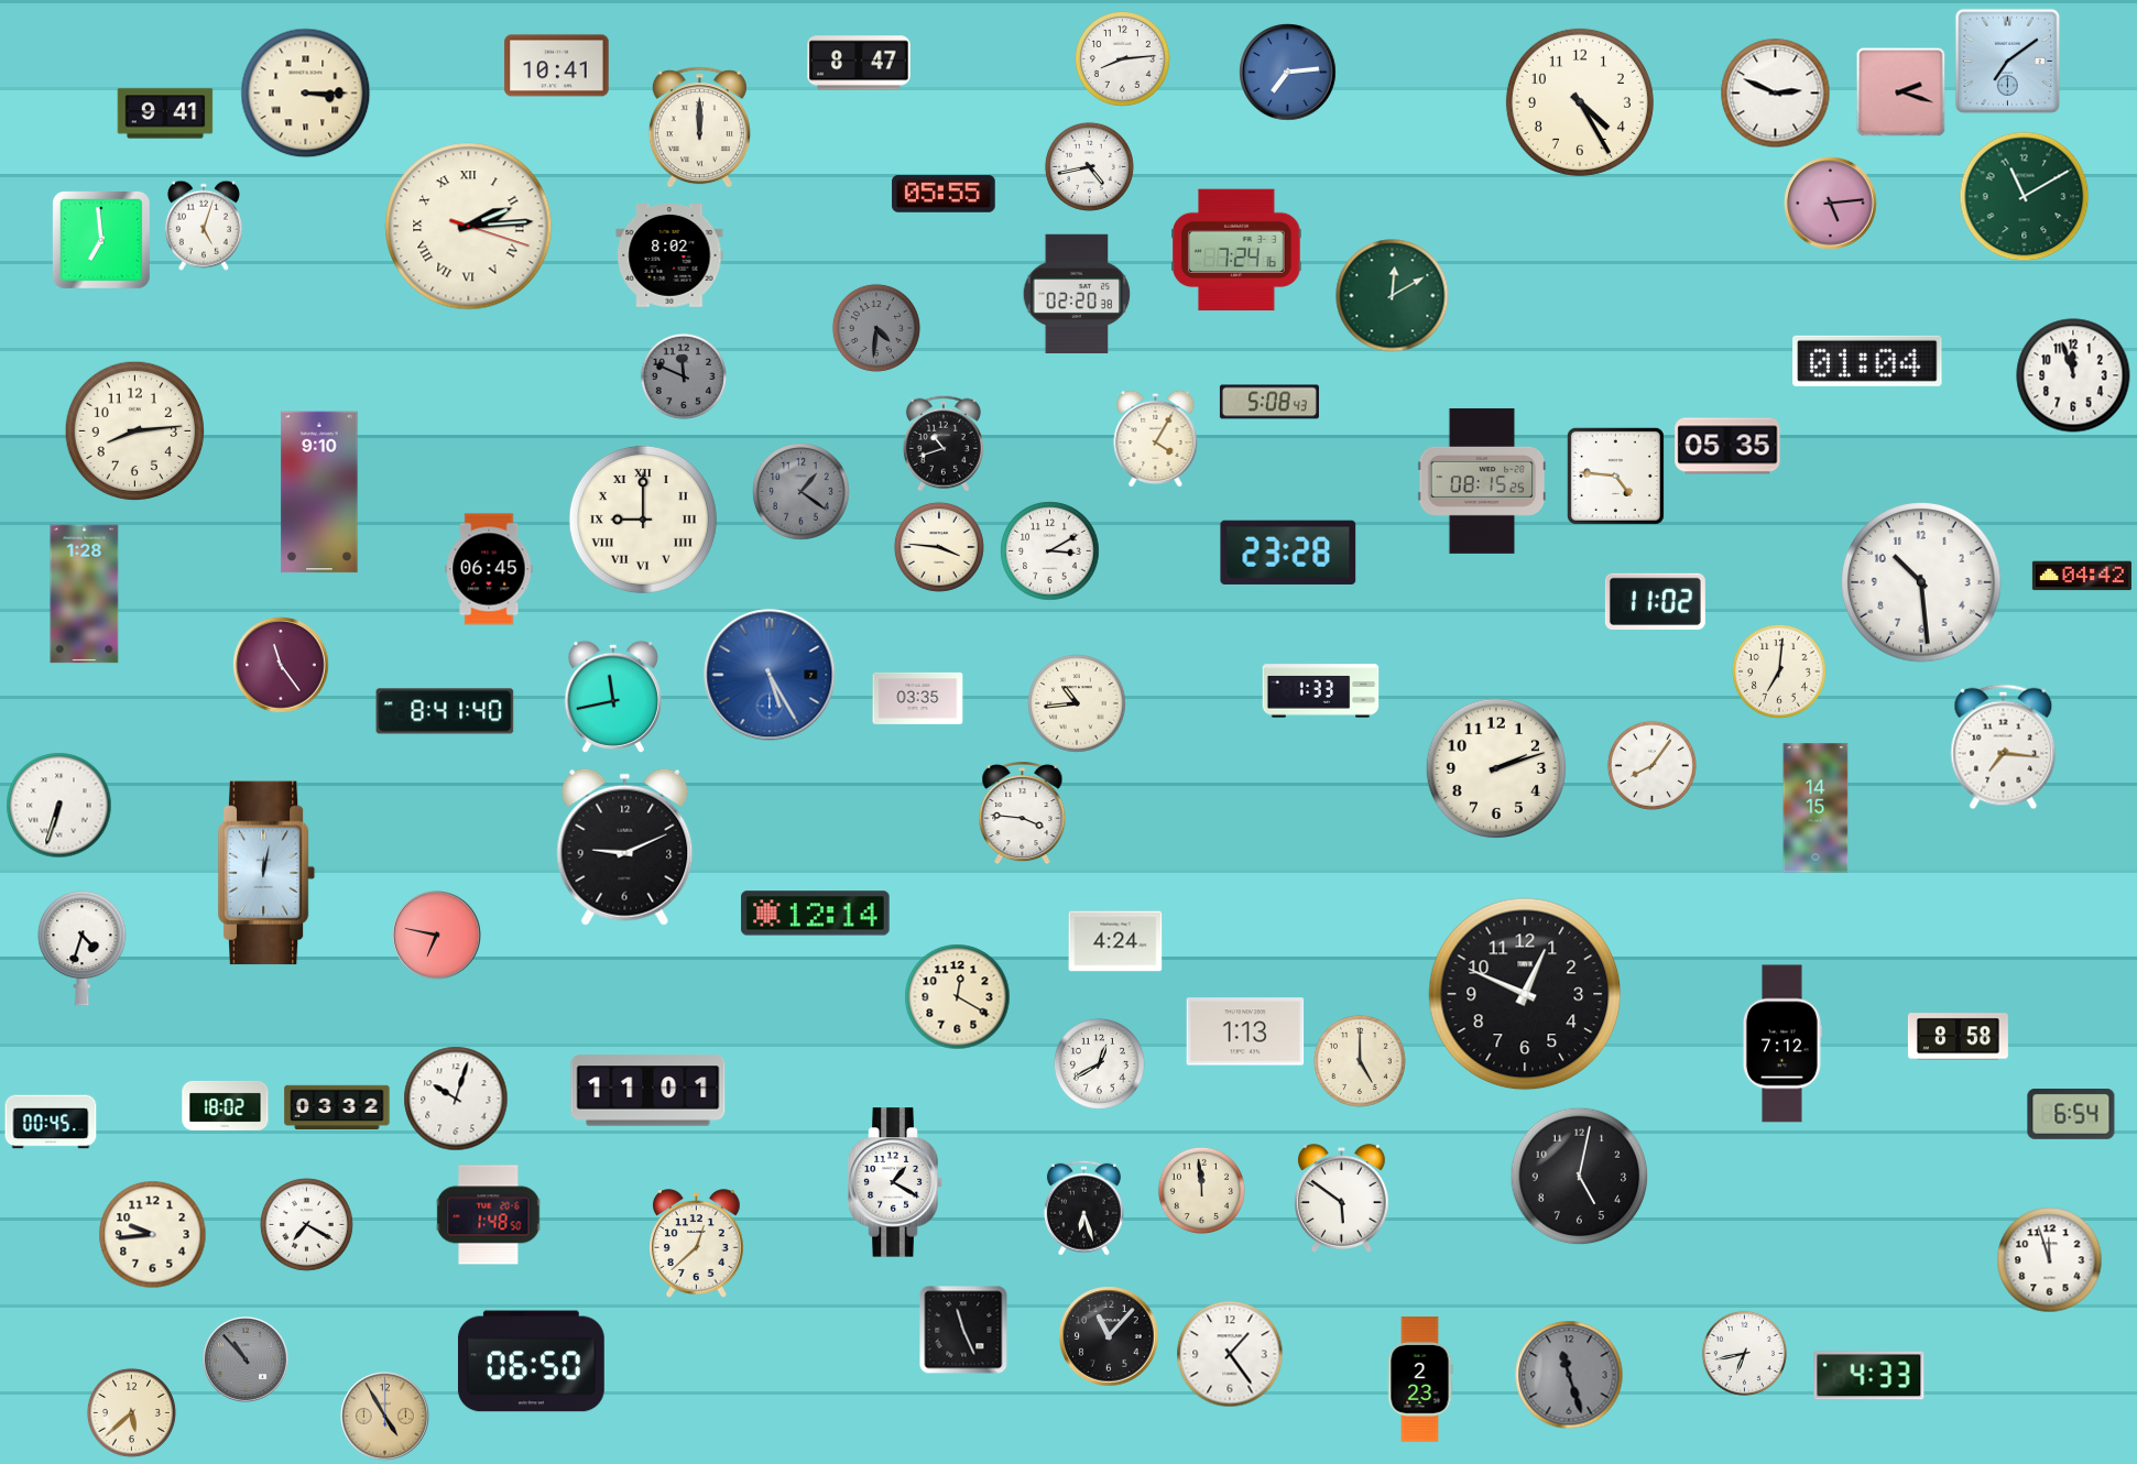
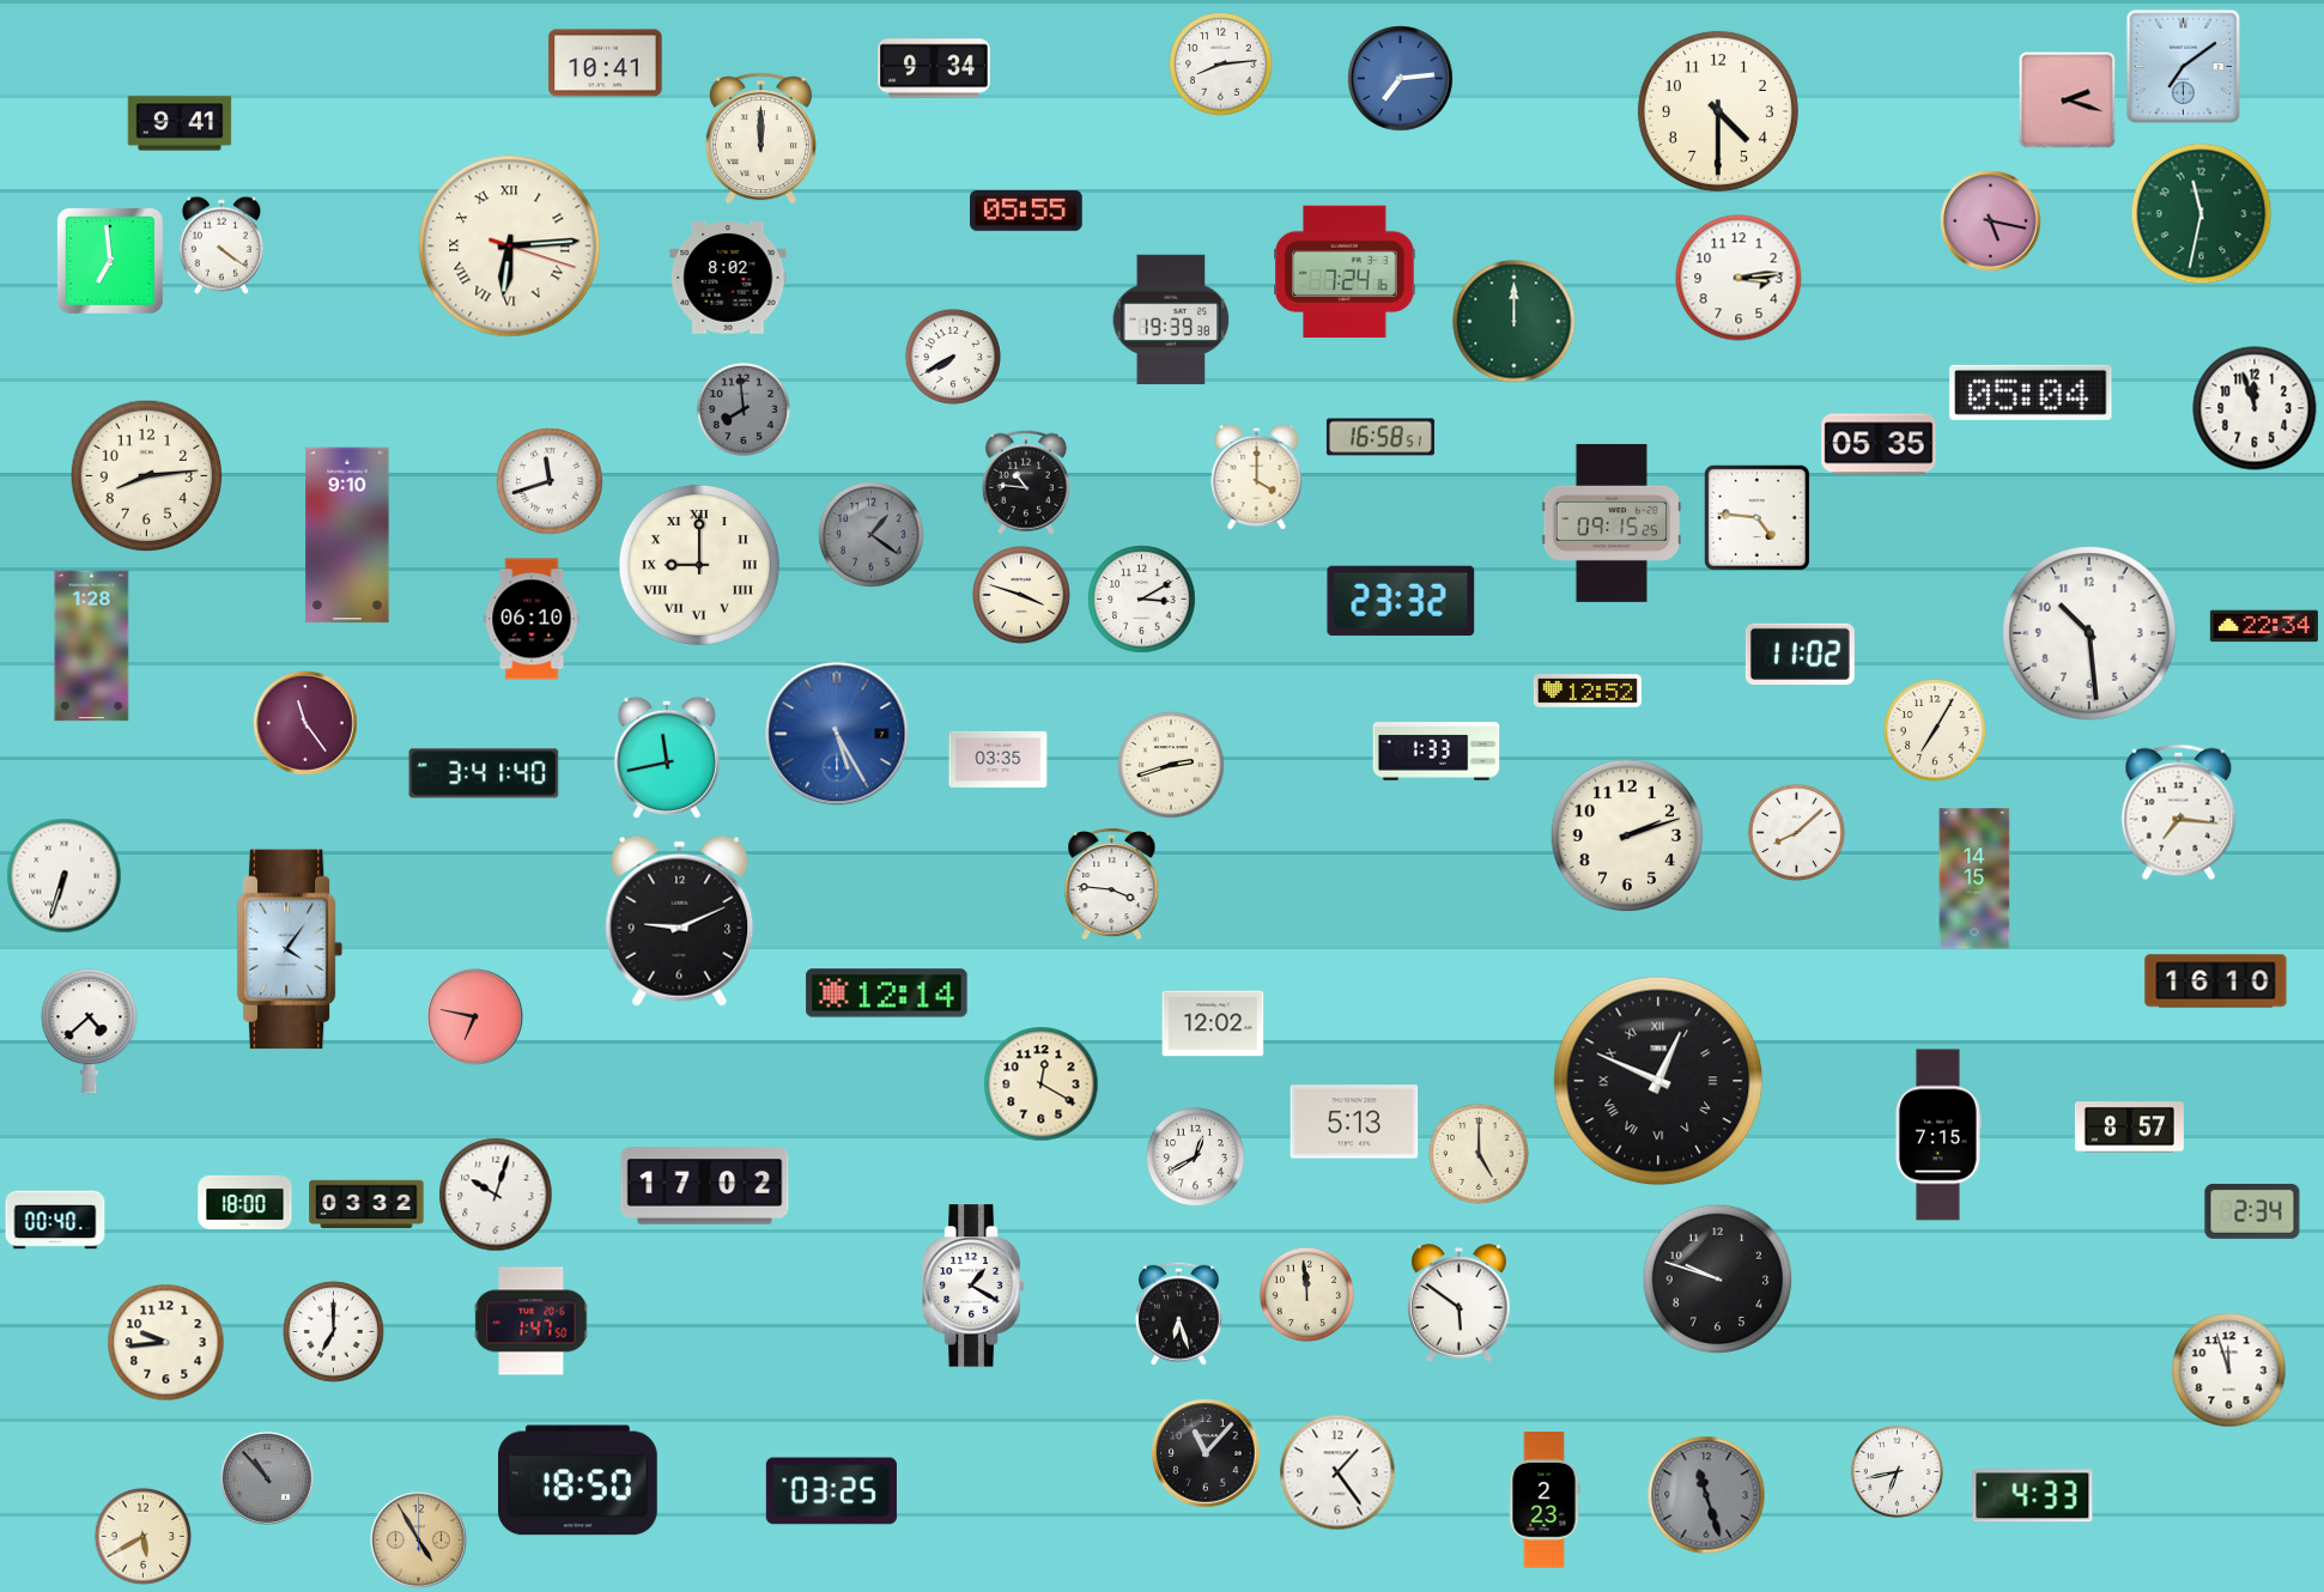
clock at (859, 63): 8:47 -> 9:34
clock at (557, 66) position: (557, 66) -> (606, 63)
clock at (306, 94): 3:15 -> none
clock at (1776, 94): 2:49 -> none
clock at (1580, 102): 4:25 -> 4:30
clock at (1089, 166): 4:43 -> none
clock at (2025, 197): 11:10 -> 11:32
clock at (1831, 204): 5:14 -> 5:17
clock at (204, 226): 5:03 -> 4:21
clock at (469, 227): 2:14 -> 6:14
clock at (1739, 278): none -> 3:14
clock at (1077, 294): 02:20 -> 19:39
clock at (1393, 296): 12:10 -> 12:00
clock at (876, 328): 4:31 -> 7:40
clock at (876, 328) dial: grey -> white
clock at (1867, 361): 01:04 -> 05:04
clock at (684, 376): 11:49 -> 7:59
clock at (1269, 402): 5:08 -> 16:58
clock at (135, 431) position: (135, 431) -> (147, 476)
clock at (1156, 438): 4:05 -> 4:00
clock at (550, 481): none -> 11:42
clock at (944, 444): 10:42 -> 10:46
clock at (1727, 446) position: (1727, 446) -> (1879, 444)
clock at (1482, 481): 08:15 -> 09:15
clock at (939, 547): 3:46 -> 3:48
clock at (1288, 553): 23:28 -> 23:32
clock at (489, 569): 06:45 -> 06:10
clock at (2082, 576): 04:42 -> 22:34
clock at (1588, 691): none -> 12:52
clock at (1780, 673): 7:01 -> 7:05
clock at (1077, 703): 10:44 -> 2:42
clock at (445, 711): 8:41 -> 3:41
clock at (1651, 765): 8:06 -> 8:08
clock at (266, 873): 12:02 -> 4:06
clock at (2216, 982): none -> 16:10
clock at (1115, 941): 4:24 -> 12:02
clock at (83, 949): 4:33 -> 4:38
clock at (1525, 994) numerals: Arabic -> Roman
clock at (1245, 1031): 1:13 -> 5:13
clock at (1958, 1037): 8:58 -> 8:57
clock at (1782, 1044): 7:12 -> 7:15
clock at (648, 1091): 11:01 -> 17:02
clock at (226, 1105): 18:02 -> 18:00
clock at (2071, 1115): 6:54 -> 2:34
clock at (51, 1122): 00:45 -> 00:40
clock at (1580, 1177): 5:02 -> 9:48
clock at (489, 1215): 1:48 -> 1:47
clock at (306, 1224): 7:20 -> 7:00
clock at (697, 1244): 12:38 -> none
clock at (963, 1330): 11:26 -> none
clock at (531, 1362): 06:50 -> 18:50
clock at (831, 1491): none -> 03:25
clock at (131, 1412): 5:38 -> 5:40
